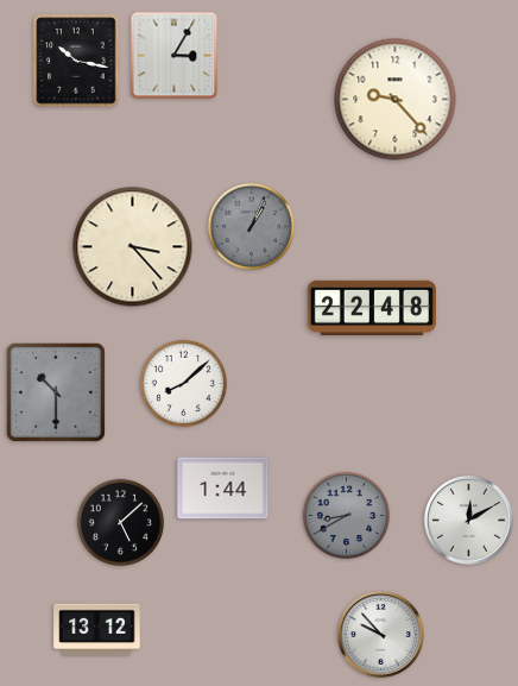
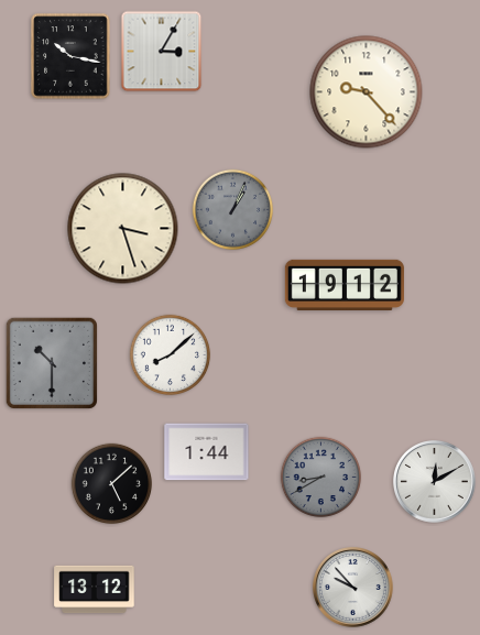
clock at (133, 247): 3:23 -> 3:27
clock at (372, 307): 22:48 -> 19:12
clock at (97, 630) position: (97, 630) -> (95, 590)
